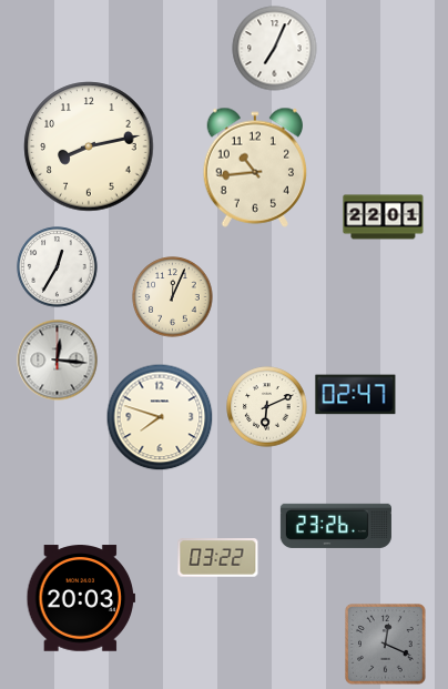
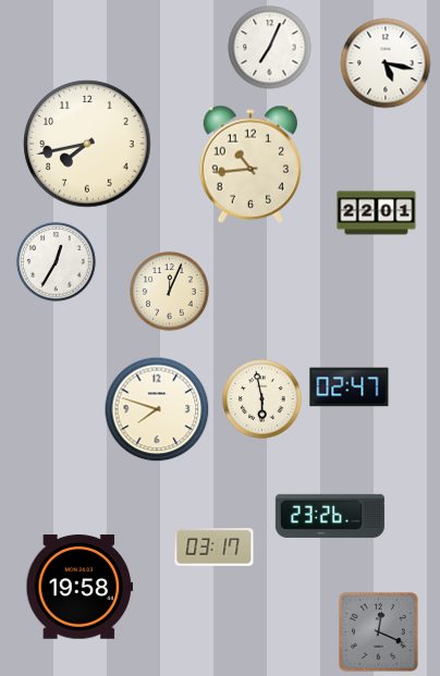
clock at (386, 63): none -> 5:17
clock at (89, 146): 8:13 -> 7:43
clock at (58, 361): 12:16 -> none
clock at (267, 407): 6:11 -> 5:58
clock at (218, 558): 03:22 -> 03:17
clock at (81, 598): 20:03 -> 19:58
